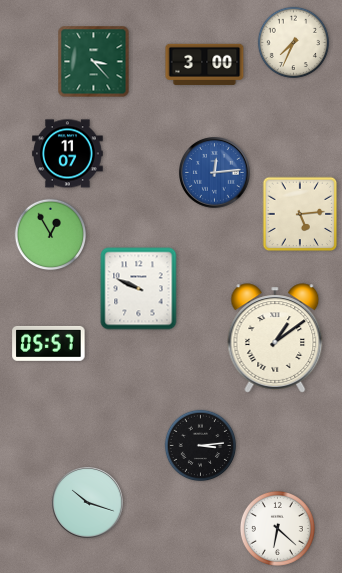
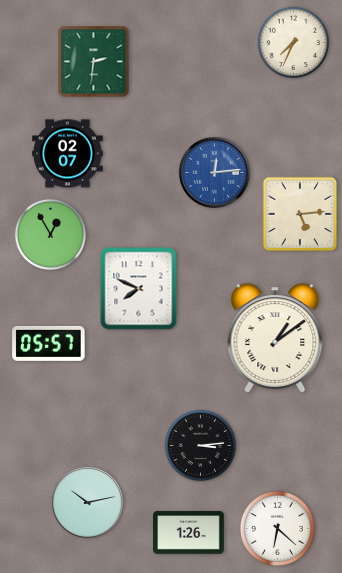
clock at (94, 62): 3:23 -> 2:31
clock at (205, 64): 3:00 -> none
clock at (68, 154): 11:07 -> 02:07
clock at (139, 289): 9:49 -> 7:49
clock at (88, 503): 10:18 -> 10:13
clock at (189, 533): none -> 1:26
